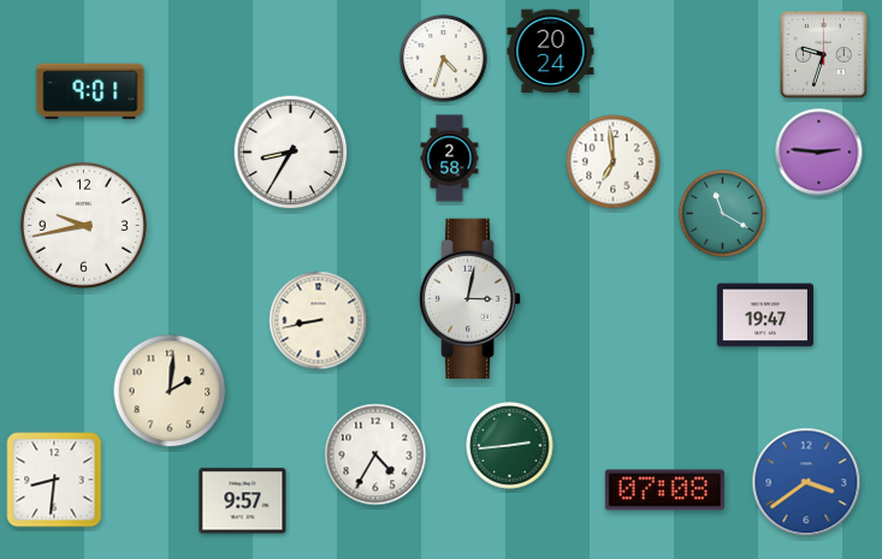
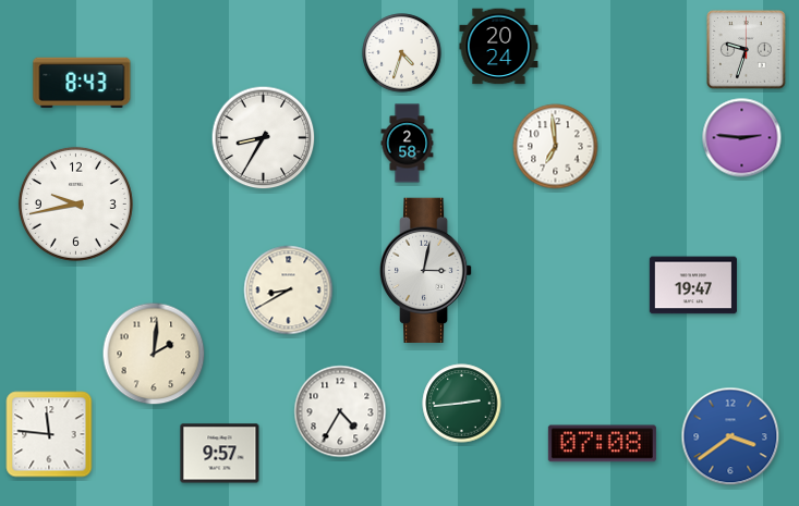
clock at (90, 91): 9:01 -> 8:43
clock at (723, 214): 11:20 -> none
clock at (319, 321): 8:43 -> 8:40
clock at (54, 480): 8:31 -> 11:46
